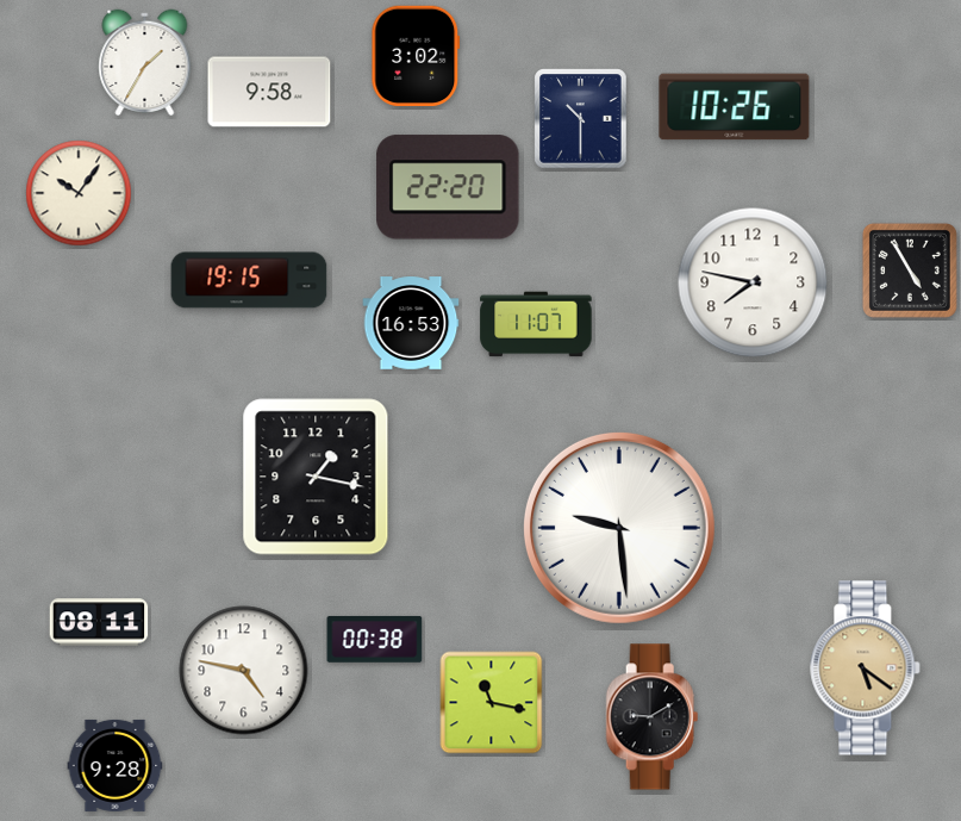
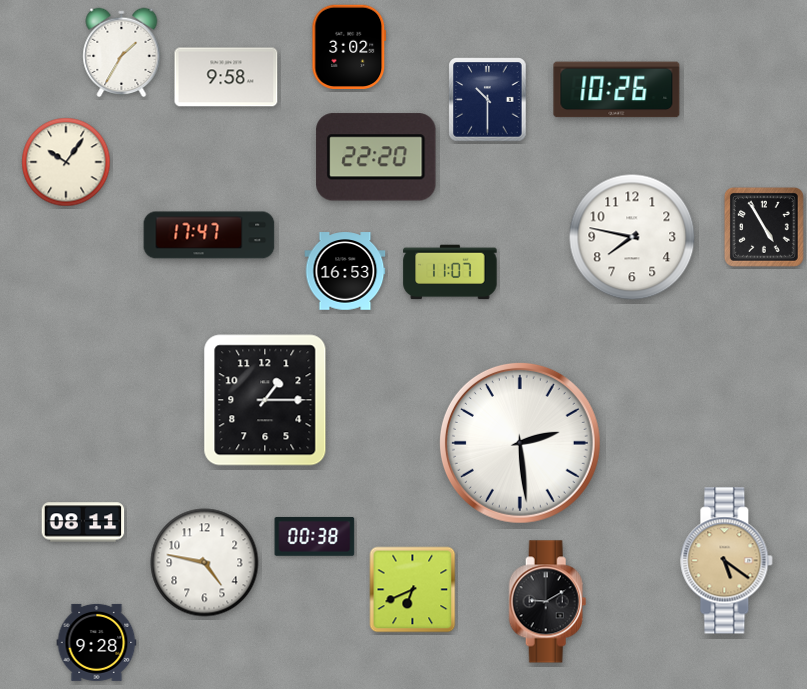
clock at (249, 280): 19:15 -> 17:47
clock at (316, 477): 1:17 -> 1:15
clock at (619, 528): 9:29 -> 2:29
clock at (492, 703): 11:17 -> 6:41
